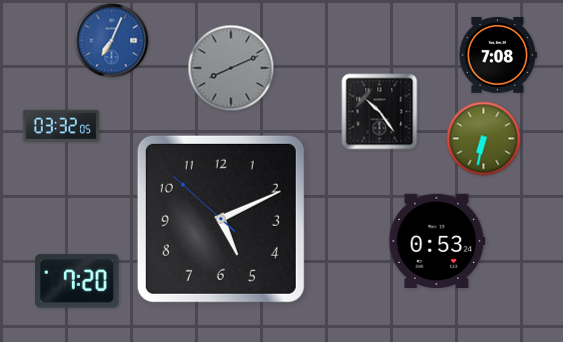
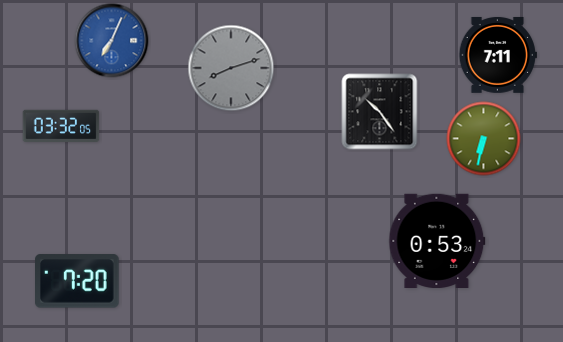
clock at (498, 55): 7:08 -> 7:11
clock at (231, 68): 8:11 -> 8:12
clock at (221, 219): 5:10 -> none
